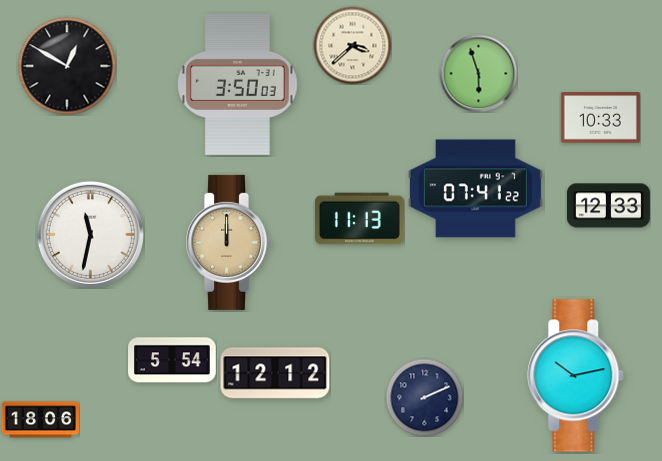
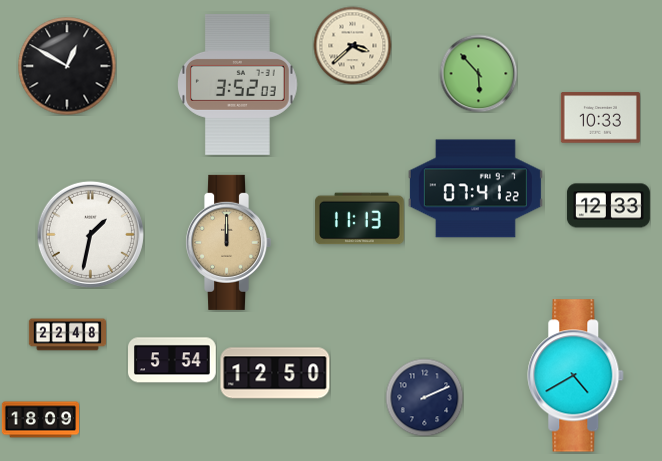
clock at (478, 73): 5:57 -> 5:53
clock at (238, 84): 3:50 -> 3:52
clock at (90, 234): 11:32 -> 1:32
clock at (67, 335): none -> 22:48
clock at (275, 373): 12:12 -> 12:50
clock at (576, 376): 10:13 -> 4:40
clock at (40, 420): 18:06 -> 18:09
